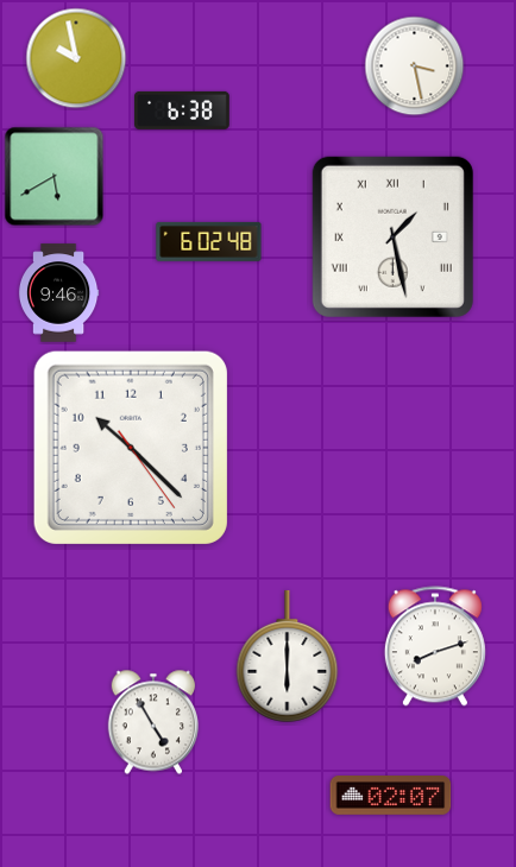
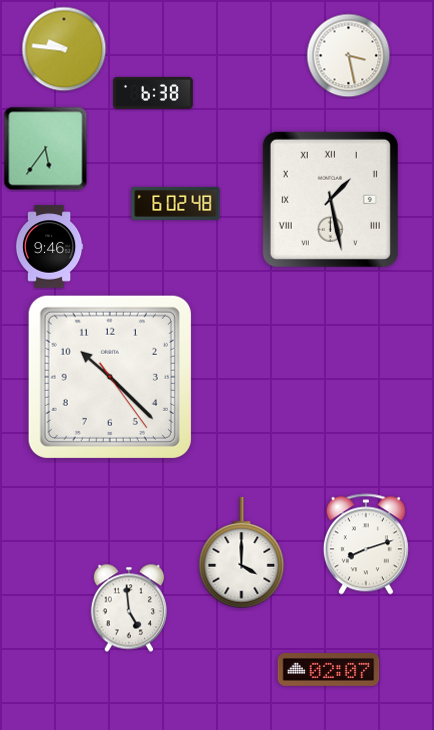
clock at (76, 58): 9:58 -> 9:46
clock at (55, 177): 5:40 -> 5:36
clock at (288, 657): 6:00 -> 4:00
clock at (152, 722): 4:55 -> 4:59
